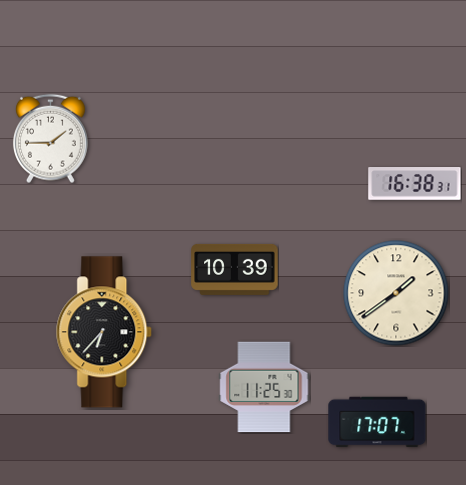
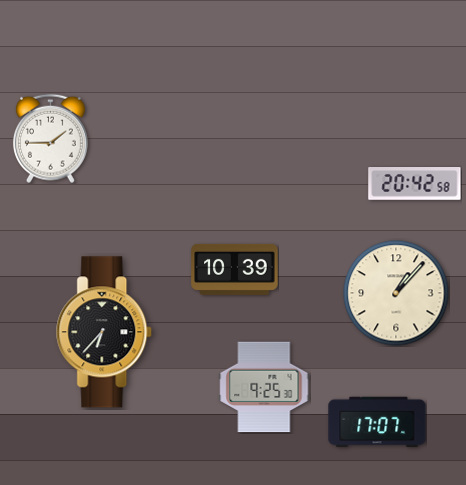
clock at (415, 184): 16:38 -> 20:42
clock at (396, 293): 1:39 -> 1:07
clock at (264, 387): 11:25 -> 9:25
